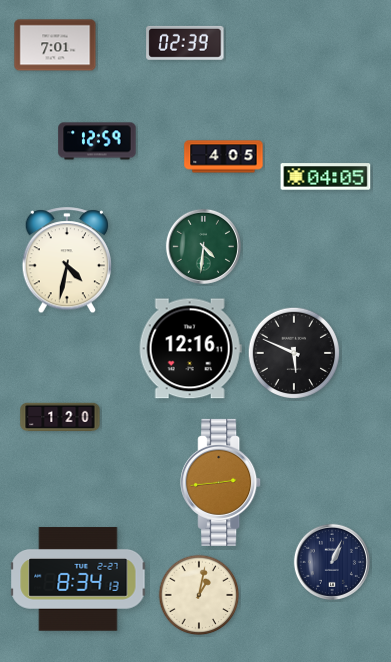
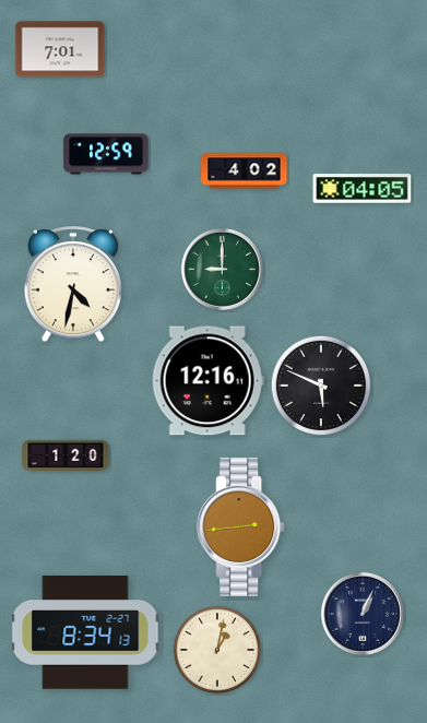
clock at (185, 43): 02:39 -> none
clock at (224, 157): 4:05 -> 4:02
clock at (326, 177) position: (326, 177) -> (363, 189)
clock at (203, 246): 4:31 -> 9:00
